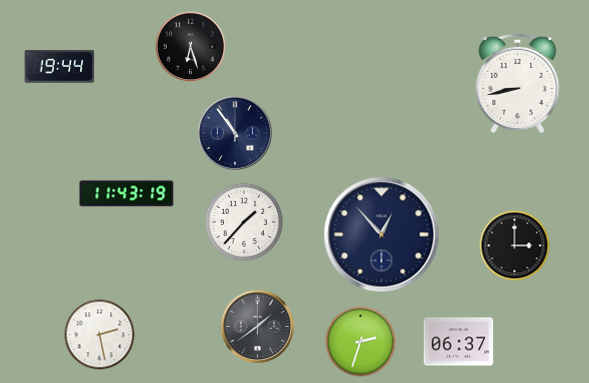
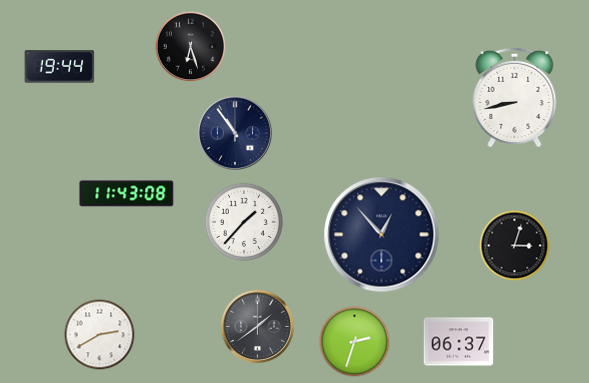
clock at (518, 83) position: (518, 83) -> (515, 97)
clock at (127, 194): 11:43:19 -> 11:43:08
clock at (515, 246): 3:00 -> 3:03
clock at (100, 335): 2:28 -> 2:40
clock at (361, 342) position: (361, 342) -> (355, 342)
